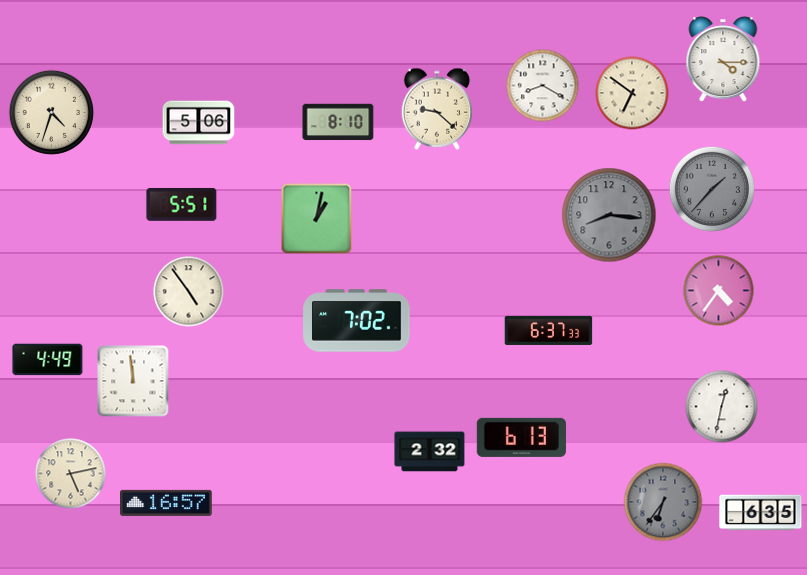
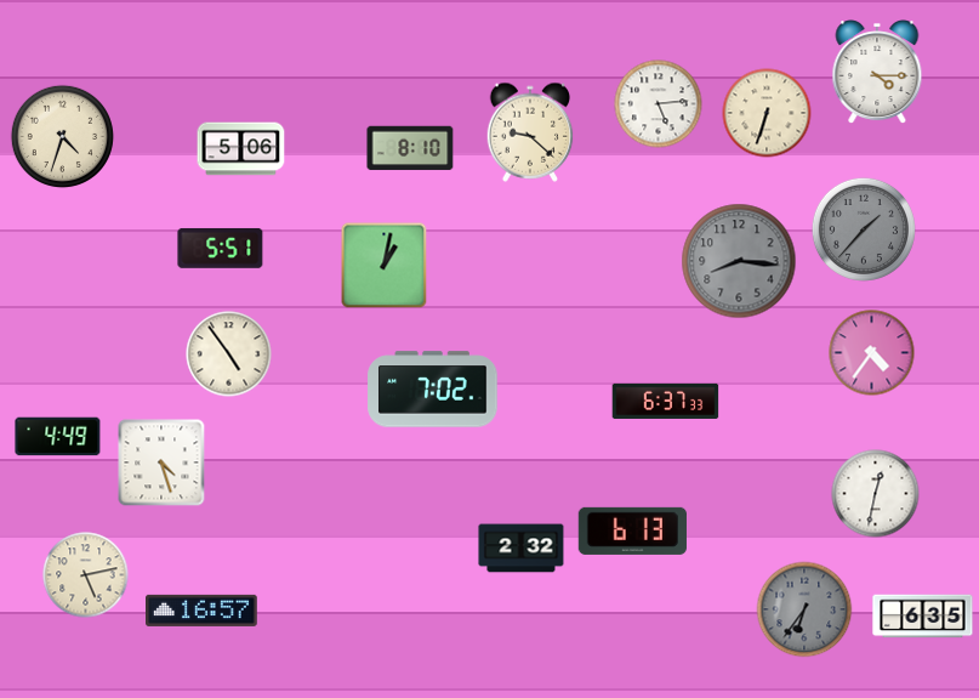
clock at (543, 86): 8:20 -> 5:14
clock at (632, 93): 6:51 -> 6:33
clock at (133, 381): 11:59 -> 4:27
clock at (761, 513) position: (761, 513) -> (923, 617)
